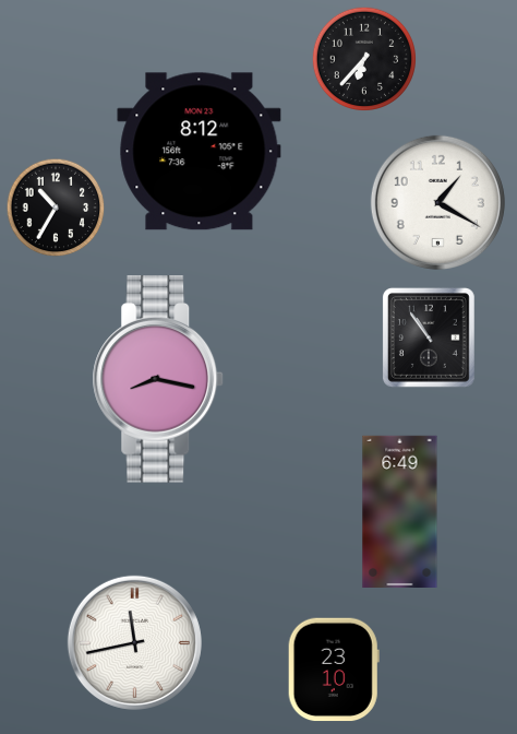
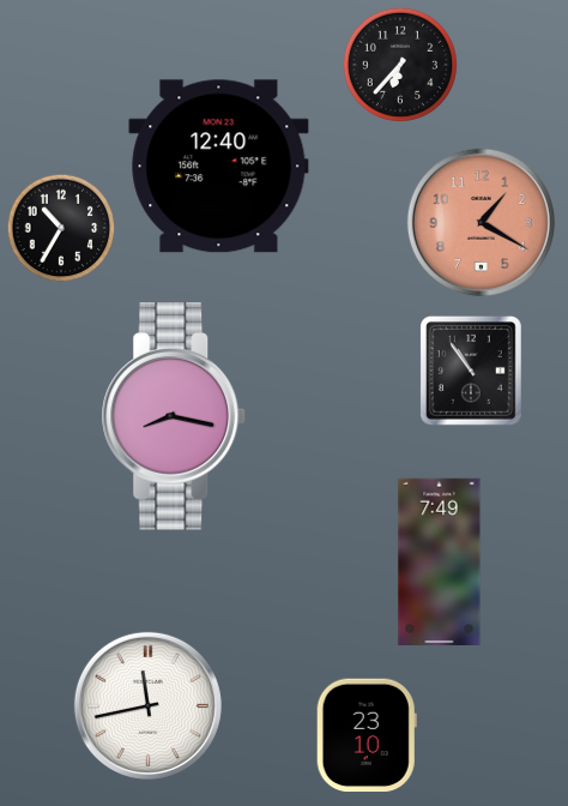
clock at (200, 152): 8:12 -> 12:40
clock at (437, 202) dial: white -> salmon
clock at (400, 511): 6:49 -> 7:49
